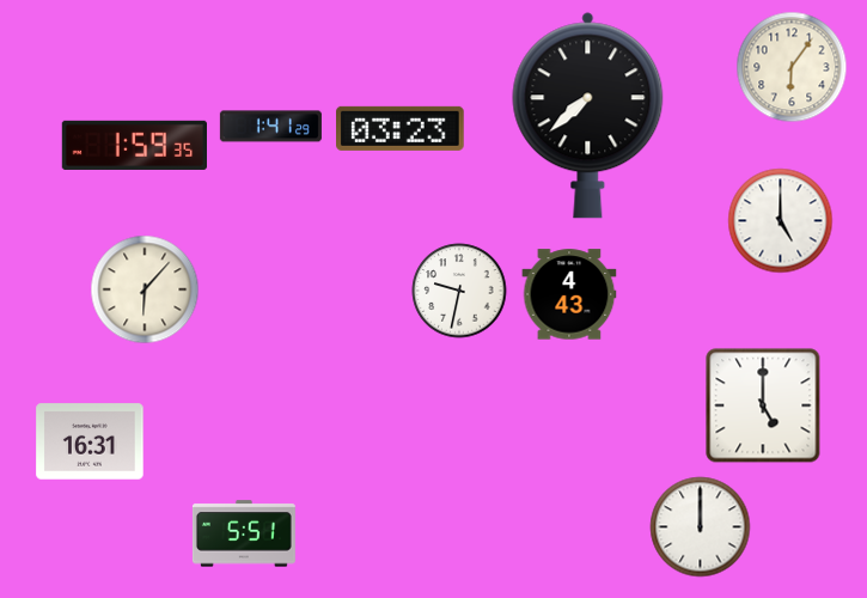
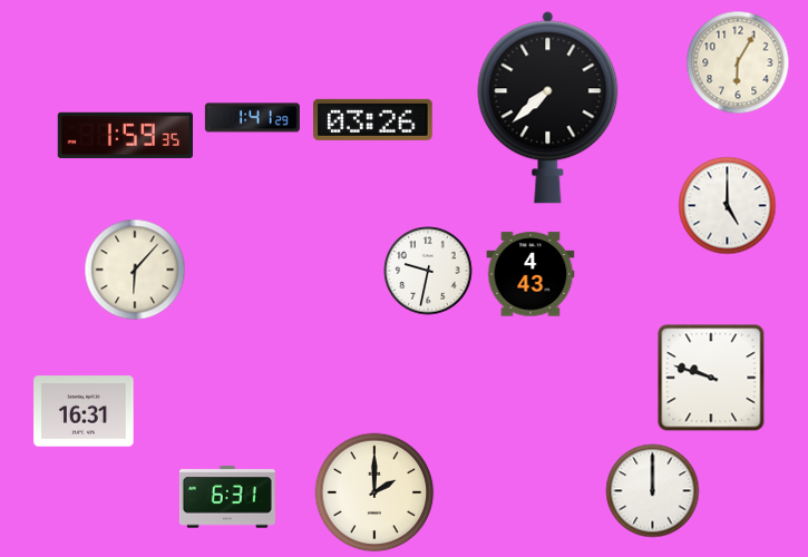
clock at (792, 67): 6:06 -> 6:05
clock at (401, 128): 03:23 -> 03:26
clock at (763, 405): 5:00 -> 9:48
clock at (374, 492): none -> 2:00
clock at (244, 533): 5:51 -> 6:31
